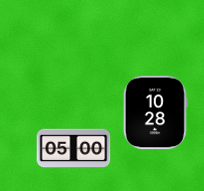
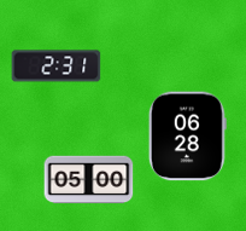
clock at (57, 67): none -> 2:31
clock at (155, 113): 10:28 -> 06:28
